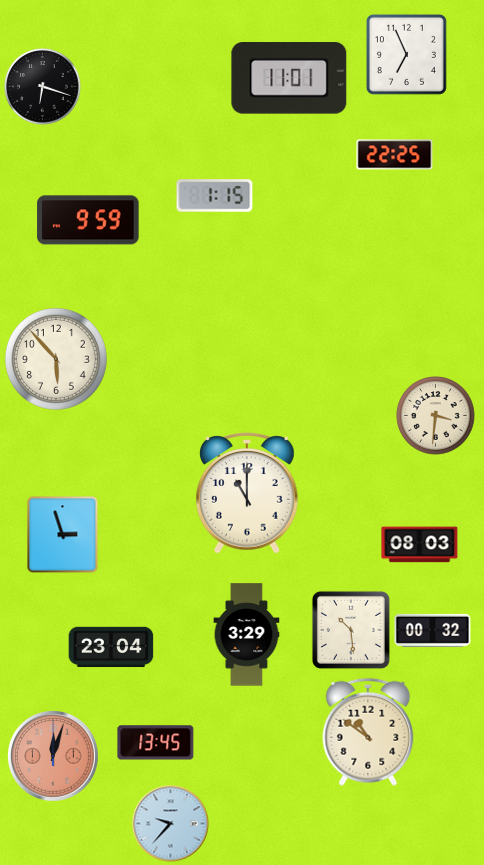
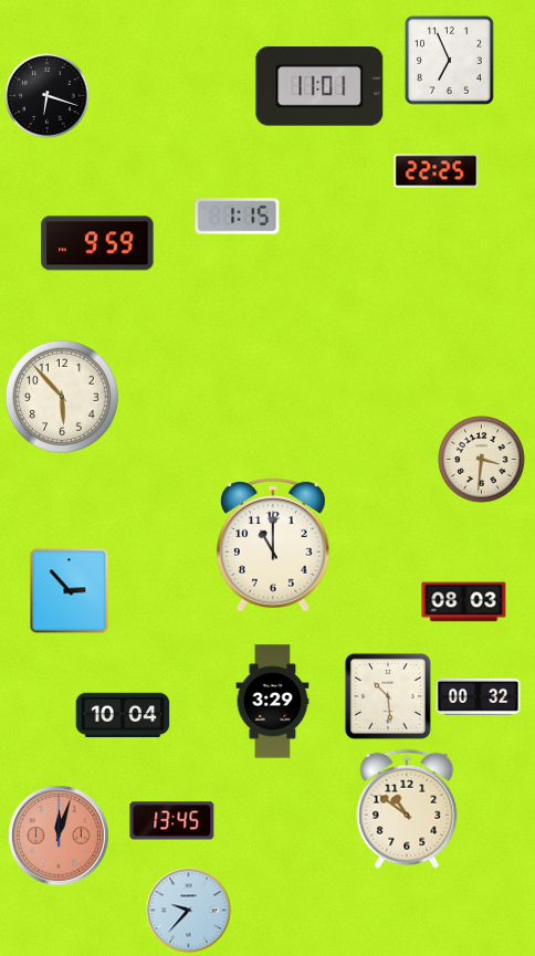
clock at (63, 535): 2:57 -> 2:53
clock at (111, 647): 23:04 -> 10:04
